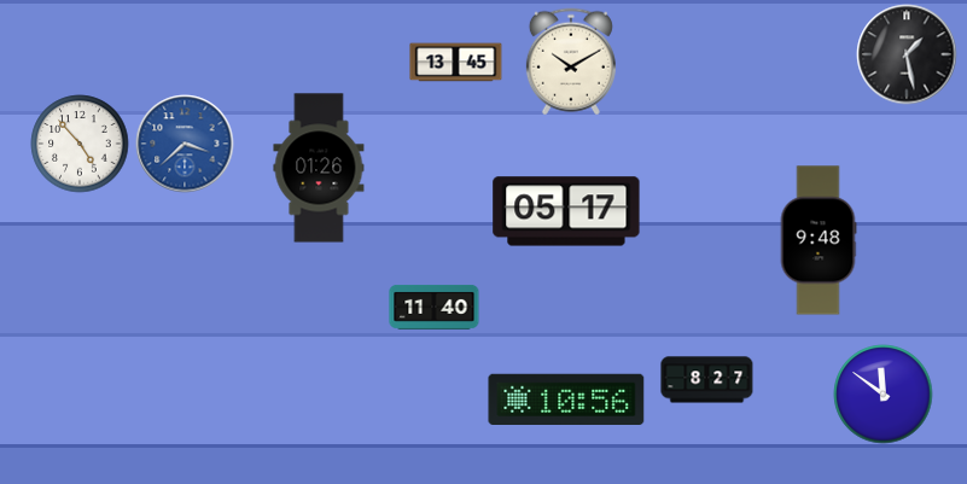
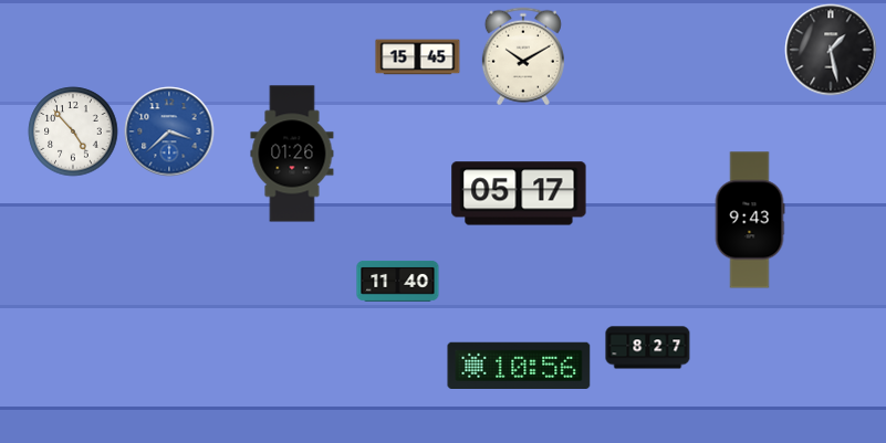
clock at (456, 63): 13:45 -> 15:45
clock at (819, 240): 9:48 -> 9:43
clock at (884, 395): 11:51 -> none
